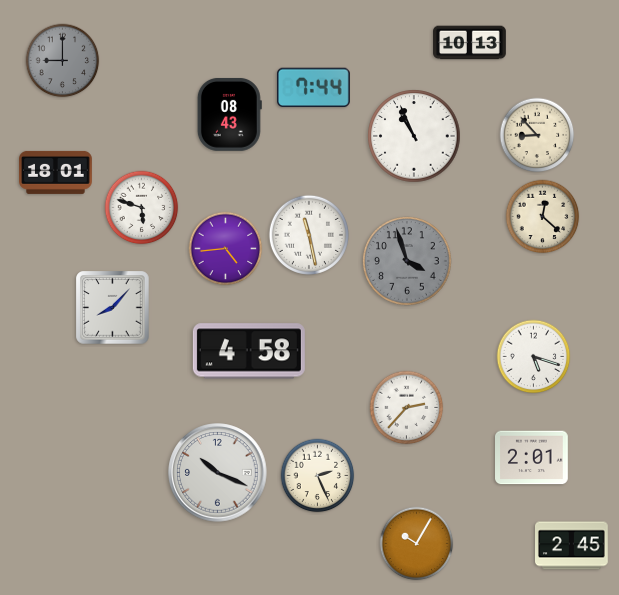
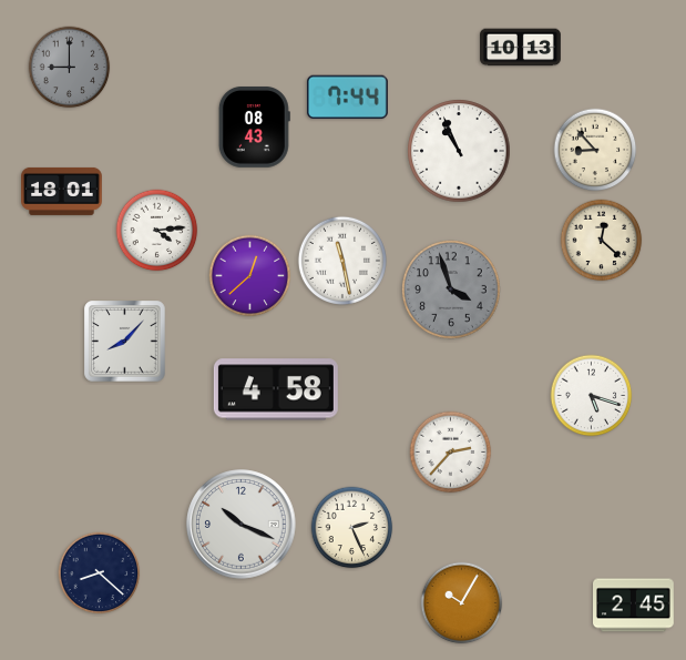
clock at (142, 208): 5:48 -> 4:14
clock at (226, 249): 4:44 -> 12:38
clock at (532, 458): 2:01 -> none
clock at (100, 573): none -> 8:22
